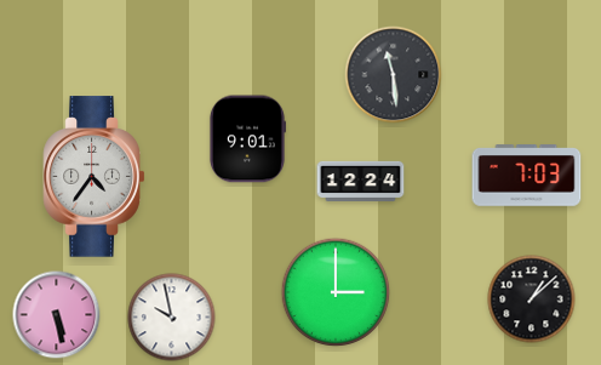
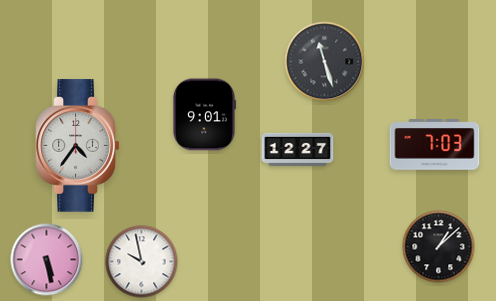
clock at (394, 75): 11:29 -> 11:27
clock at (361, 181): 12:24 -> 12:27
clock at (336, 292): 3:00 -> none
